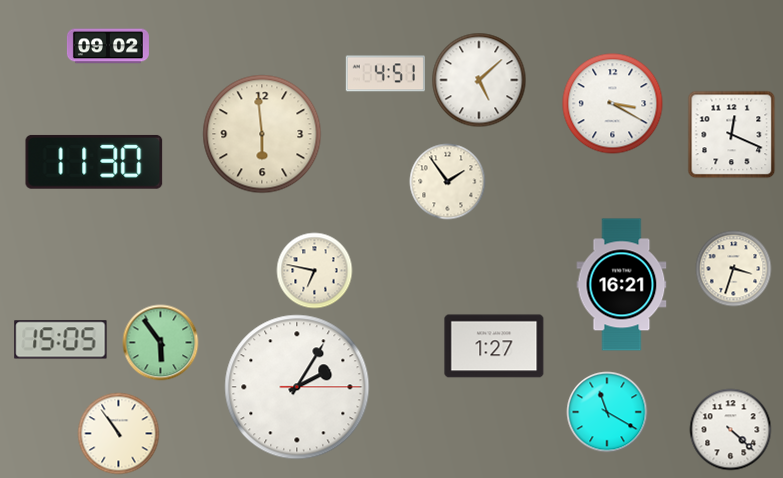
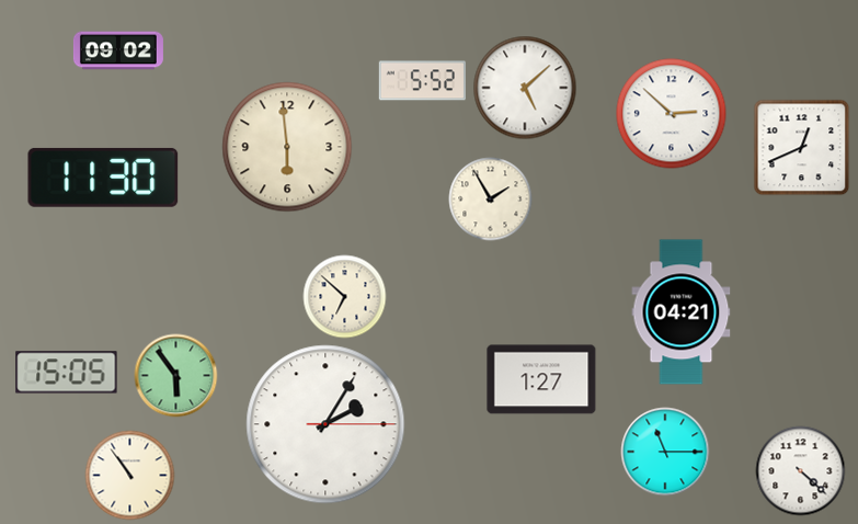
clock at (385, 74): 4:51 -> 5:52
clock at (613, 104): 3:20 -> 2:52
clock at (732, 135): 12:19 -> 12:41
clock at (448, 182): 1:54 -> 1:55
clock at (734, 269): 3:33 -> none
clock at (315, 271): 6:47 -> 6:52
clock at (622, 285): 16:21 -> 04:21
clock at (607, 412): 11:20 -> 11:15
